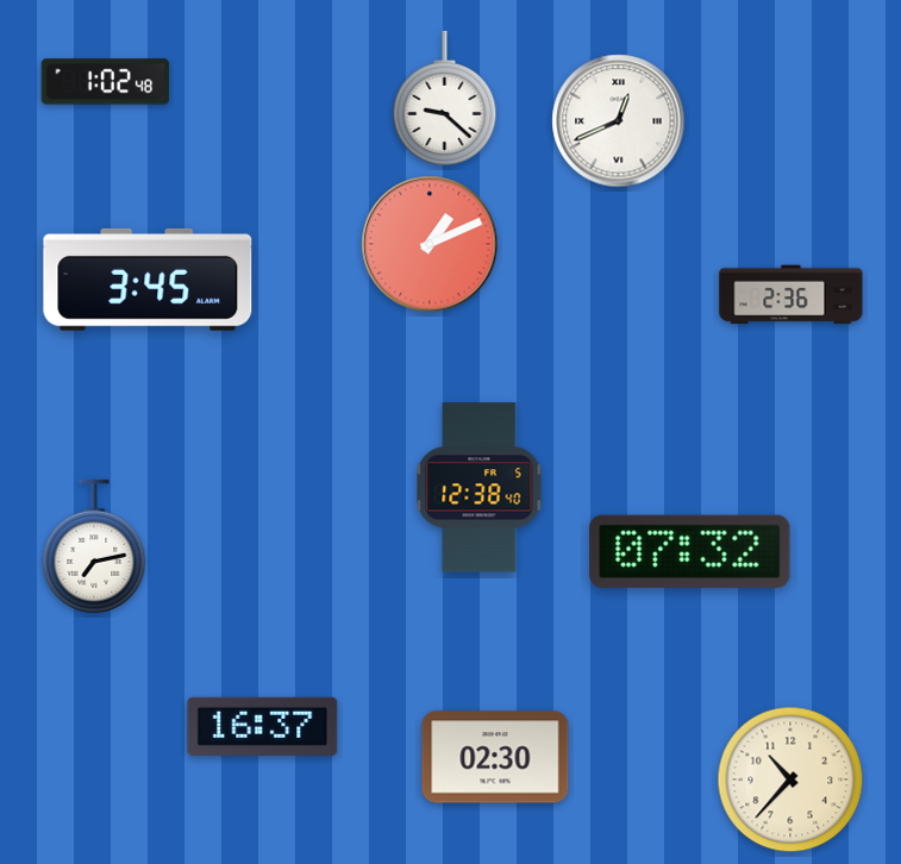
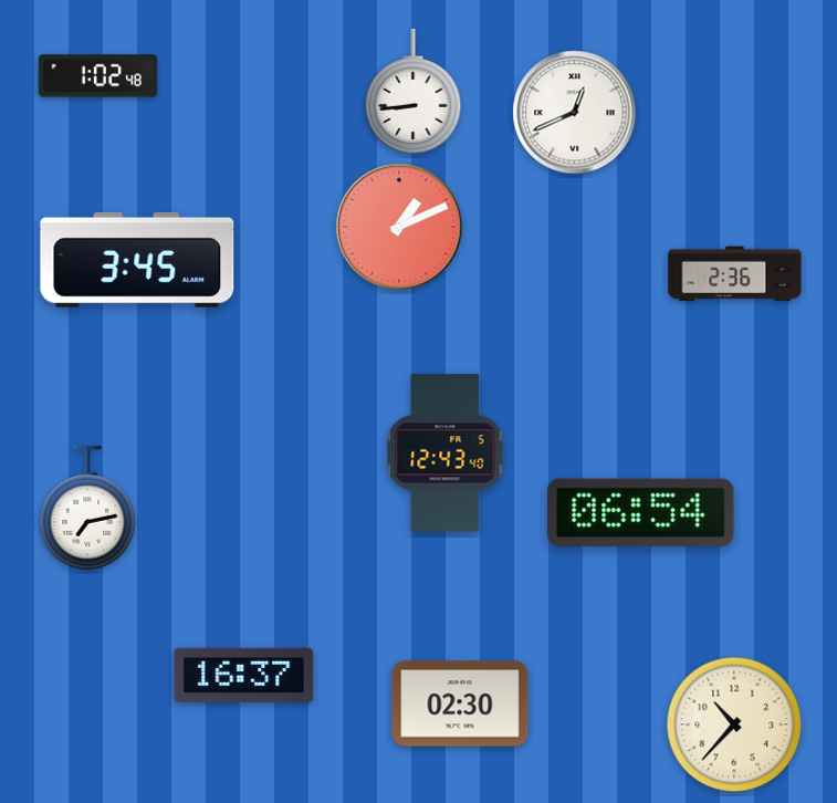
clock at (445, 98): 9:22 -> 8:44
clock at (480, 488): 12:38 -> 12:43
clock at (690, 551): 07:32 -> 06:54
